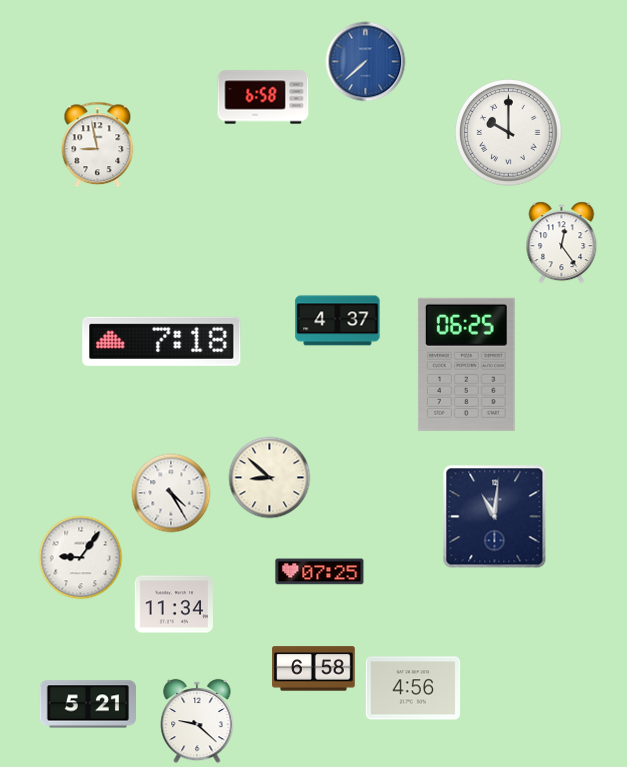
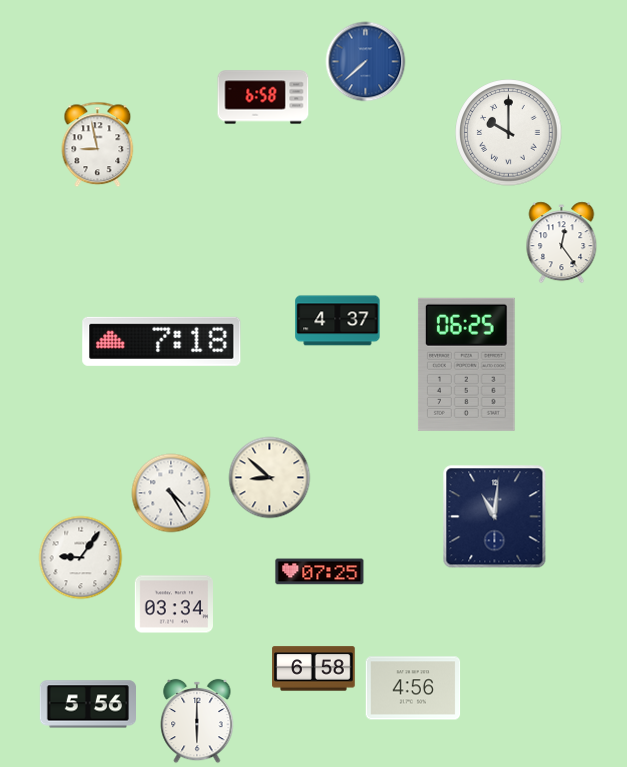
clock at (173, 604): 11:34 -> 03:34
clock at (87, 704): 5:21 -> 5:56
clock at (197, 721): 9:22 -> 6:00
